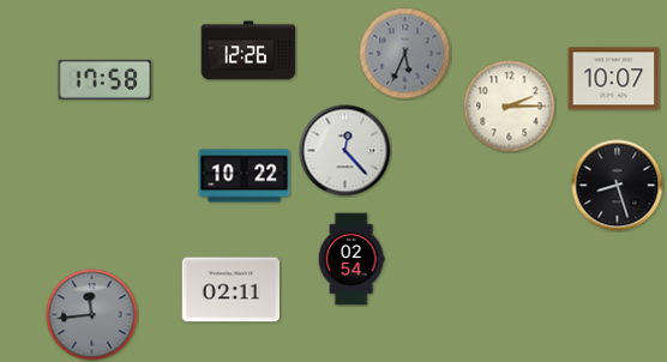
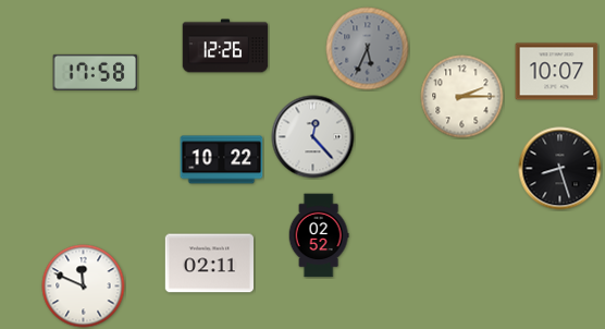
clock at (351, 259): 02:54 -> 02:52
clock at (92, 315): 11:44 -> 11:49
clock at (92, 315) dial: grey -> white
